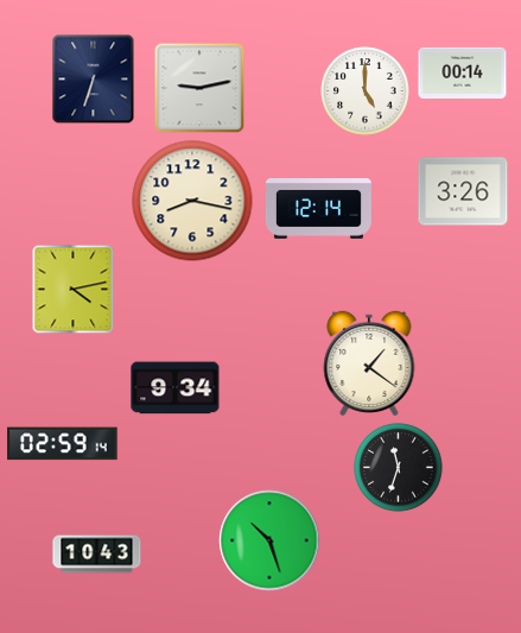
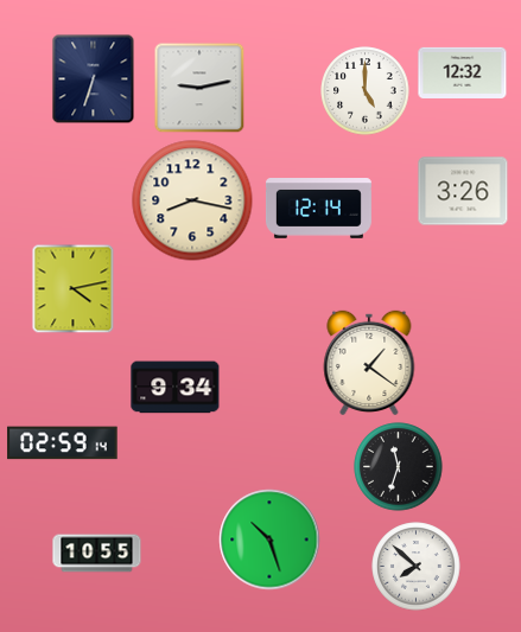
clock at (463, 72): 00:14 -> 12:32
clock at (97, 555): 10:43 -> 10:55
clock at (417, 567): none -> 7:52
